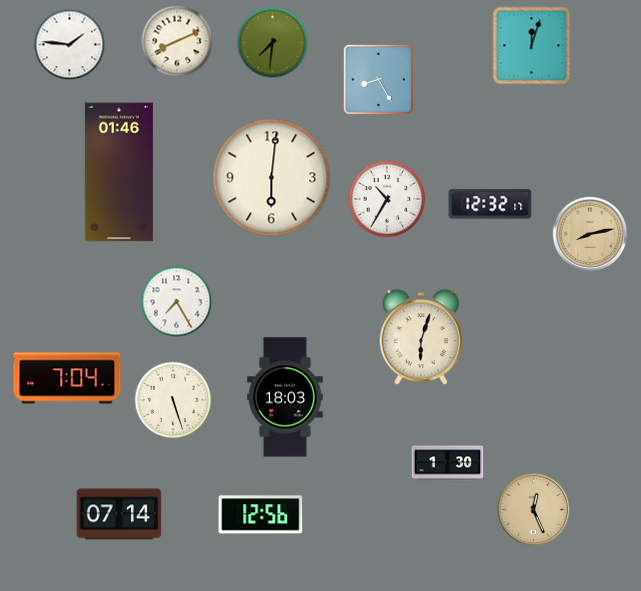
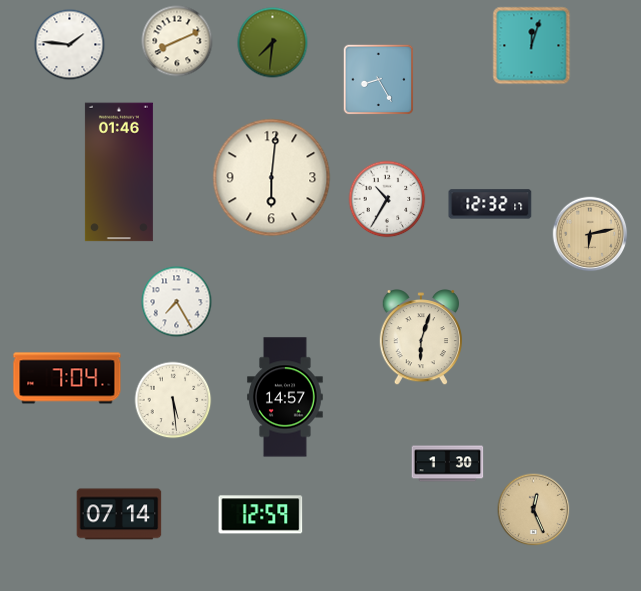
clock at (590, 234): 8:13 -> 6:13
clock at (285, 397): 18:03 -> 14:57
clock at (173, 400): 5:27 -> 5:29
clock at (261, 515): 12:56 -> 12:59
